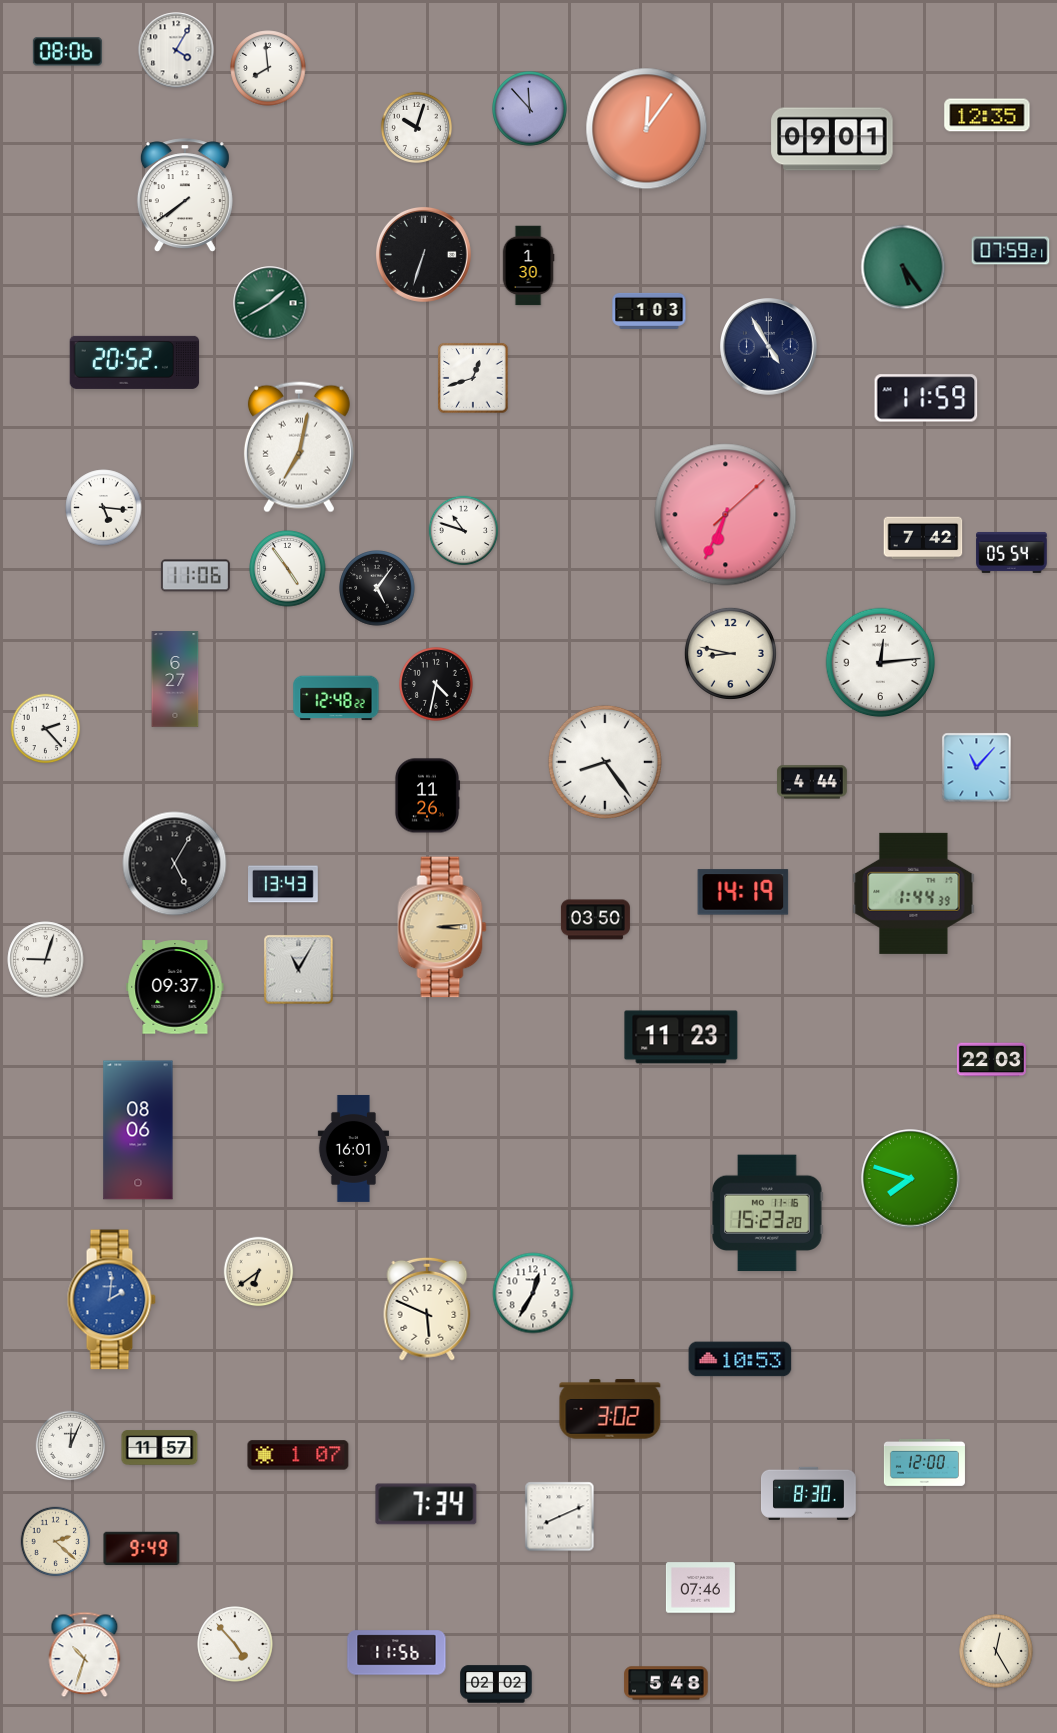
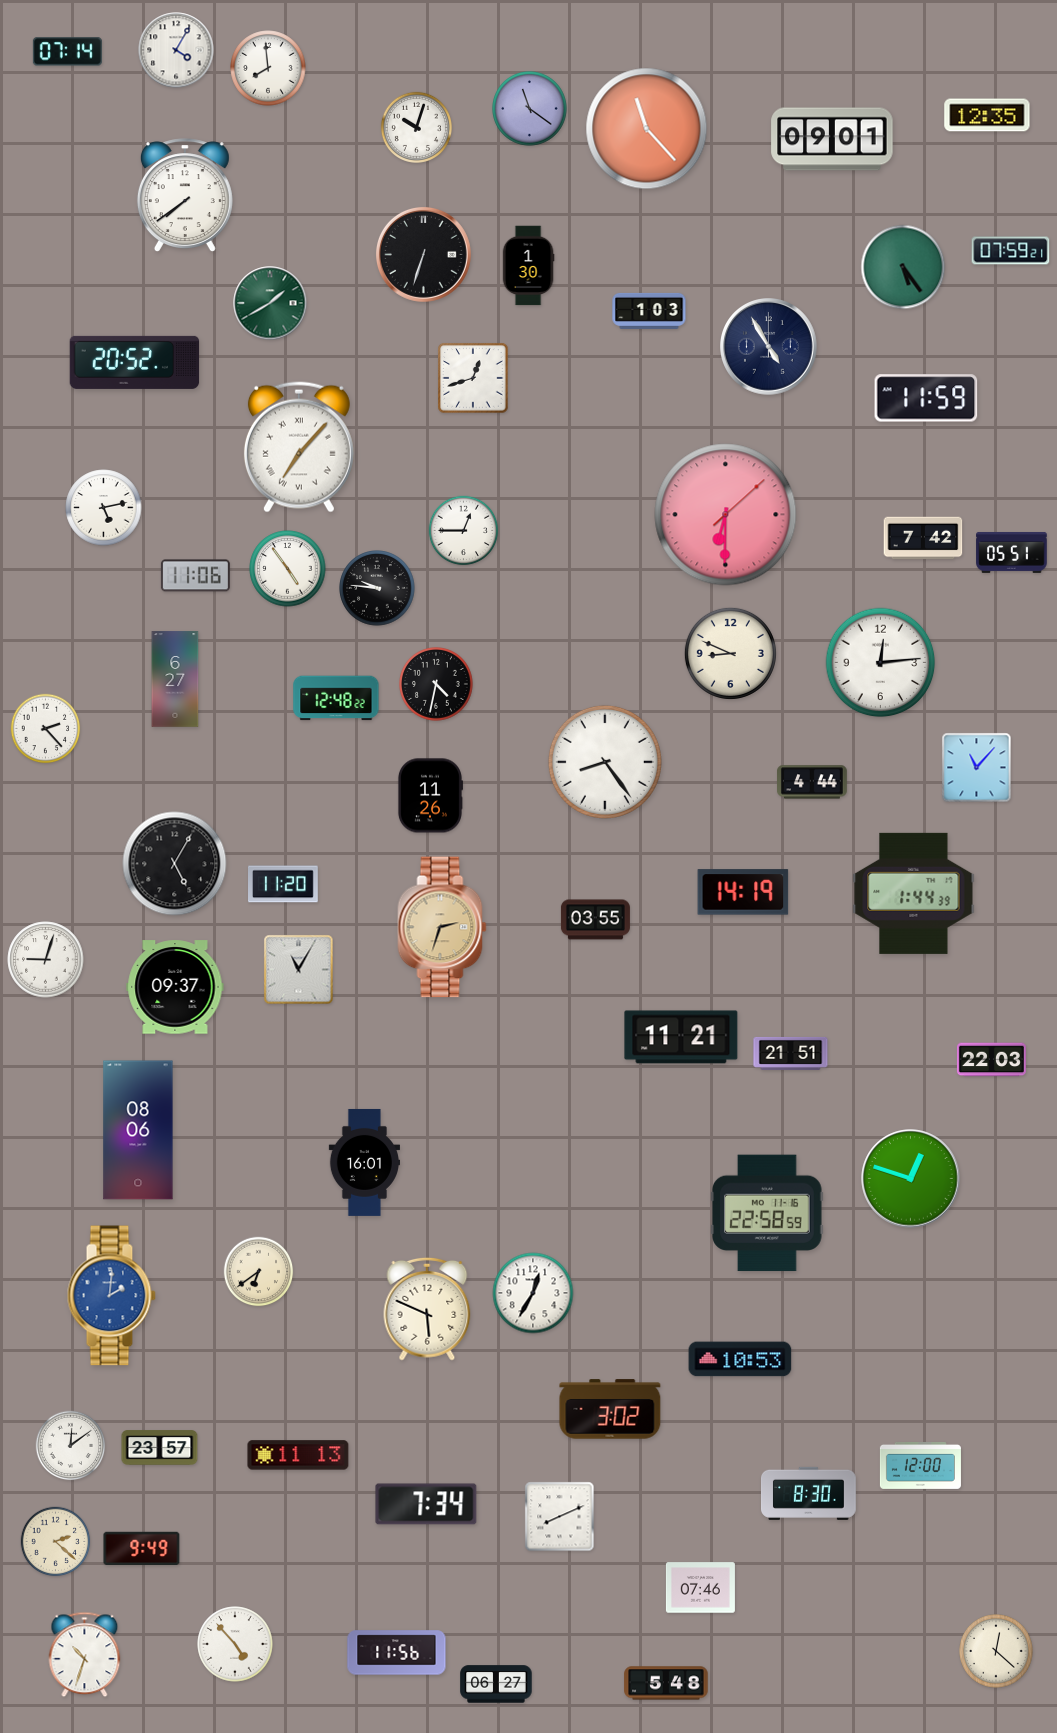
clock at (67, 52): 08:06 -> 07:14
clock at (530, 109): 11:53 -> 11:21
clock at (647, 129): 12:06 -> 11:23
clock at (299, 447): 7:02 -> 7:07
clock at (104, 508): 5:16 -> 5:13
clock at (726, 515): 6:34 -> 6:30
clock at (464, 531): 10:48 -> 12:45
clock at (1012, 552): 05:54 -> 05:51
clock at (377, 588): 5:06 -> 9:46
clock at (730, 653): 8:47 -> 8:49
clock at (427, 796) position: (427, 796) -> (430, 796)
clock at (284, 884): 13:43 -> 11:20
clock at (595, 920): 03:50 -> 03:55
clock at (442, 927): 3:14 -> 2:33
clock at (681, 1037): 11:23 -> 11:21
clock at (791, 1053): none -> 21:51
clock at (353, 1148) position: (353, 1148) -> (364, 1162)
clock at (911, 1179): 7:48 -> 12:48
clock at (767, 1213): 15:23 -> 22:58
clock at (111, 1300) position: (111, 1300) -> (111, 1296)
clock at (71, 1446): 12:04 -> 12:09
clock at (160, 1448): 11:57 -> 23:57
clock at (298, 1455): 1:07 -> 11:13
clock at (924, 1462) position: (924, 1462) -> (920, 1465)
clock at (997, 1652): 12:25 -> 12:22
clock at (496, 1684): 02:02 -> 06:27
